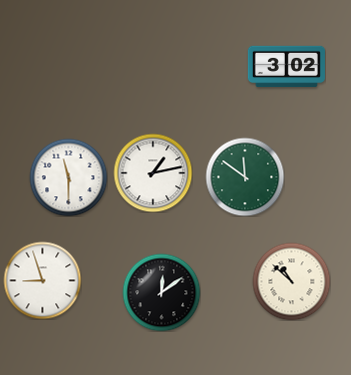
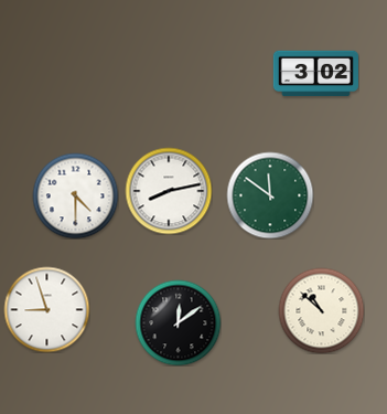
clock at (153, 173): 1:13 -> 8:13
clock at (68, 177): 11:30 -> 4:30
